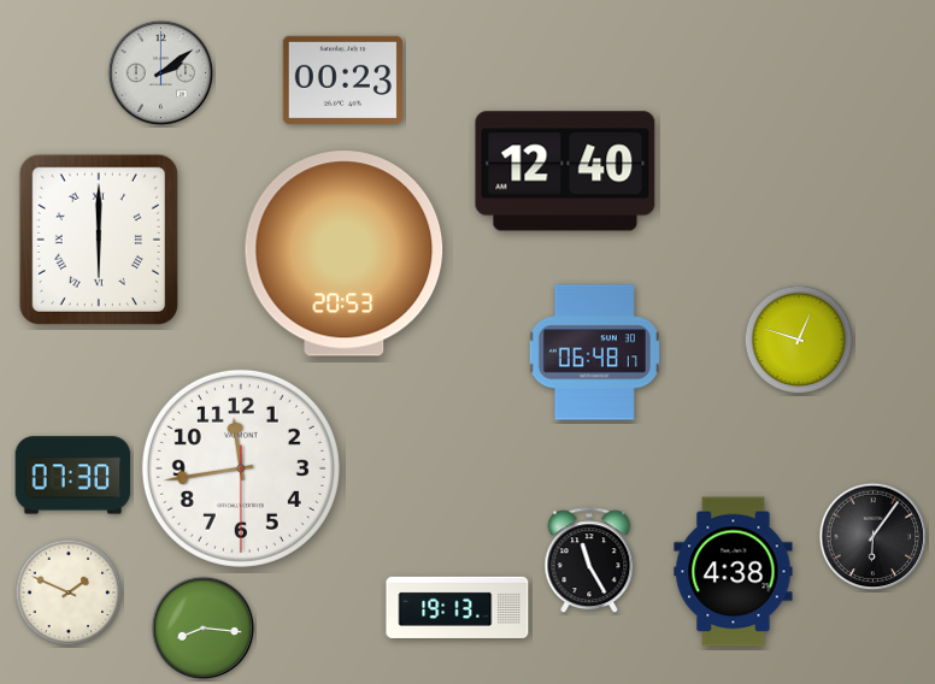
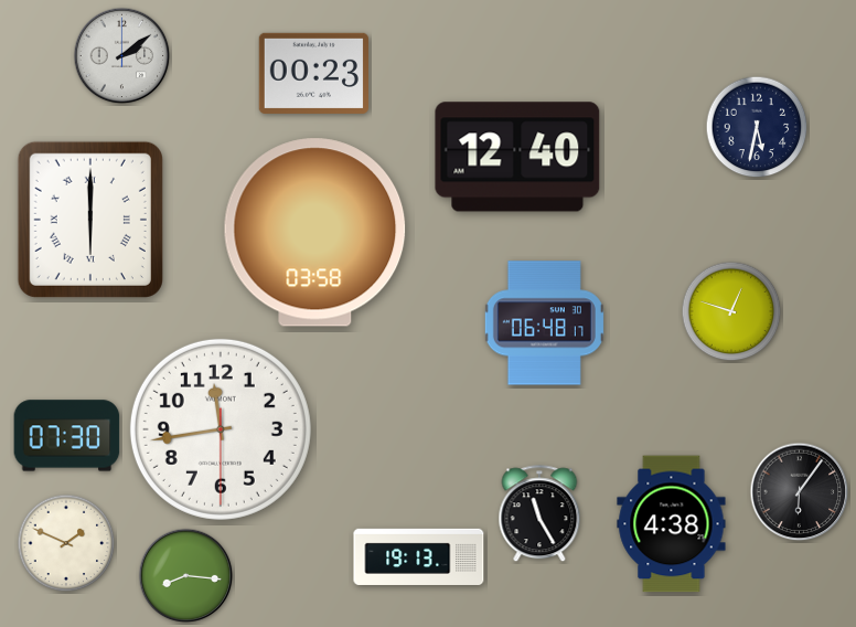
clock at (161, 73) position: (161, 73) -> (122, 56)
clock at (757, 127): none -> 5:32
clock at (345, 254): 20:53 -> 03:58
clock at (69, 592) position: (69, 592) -> (66, 543)
